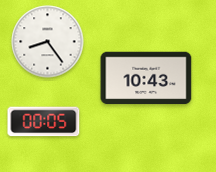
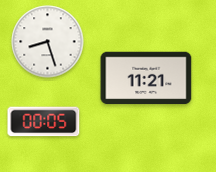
clock at (48, 42): 8:24 -> 8:27
clock at (146, 78): 10:43 -> 11:21
